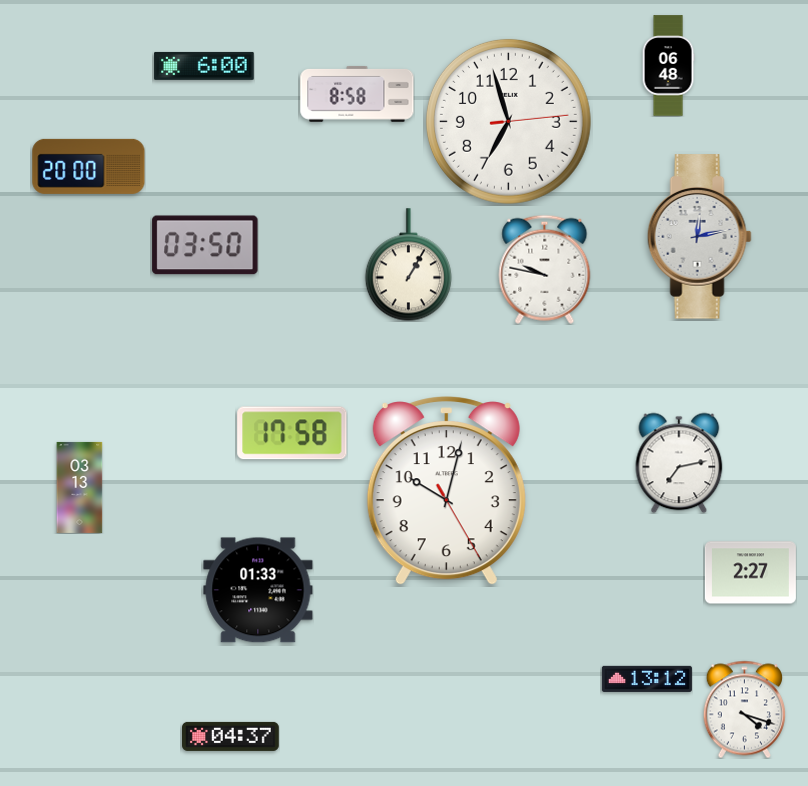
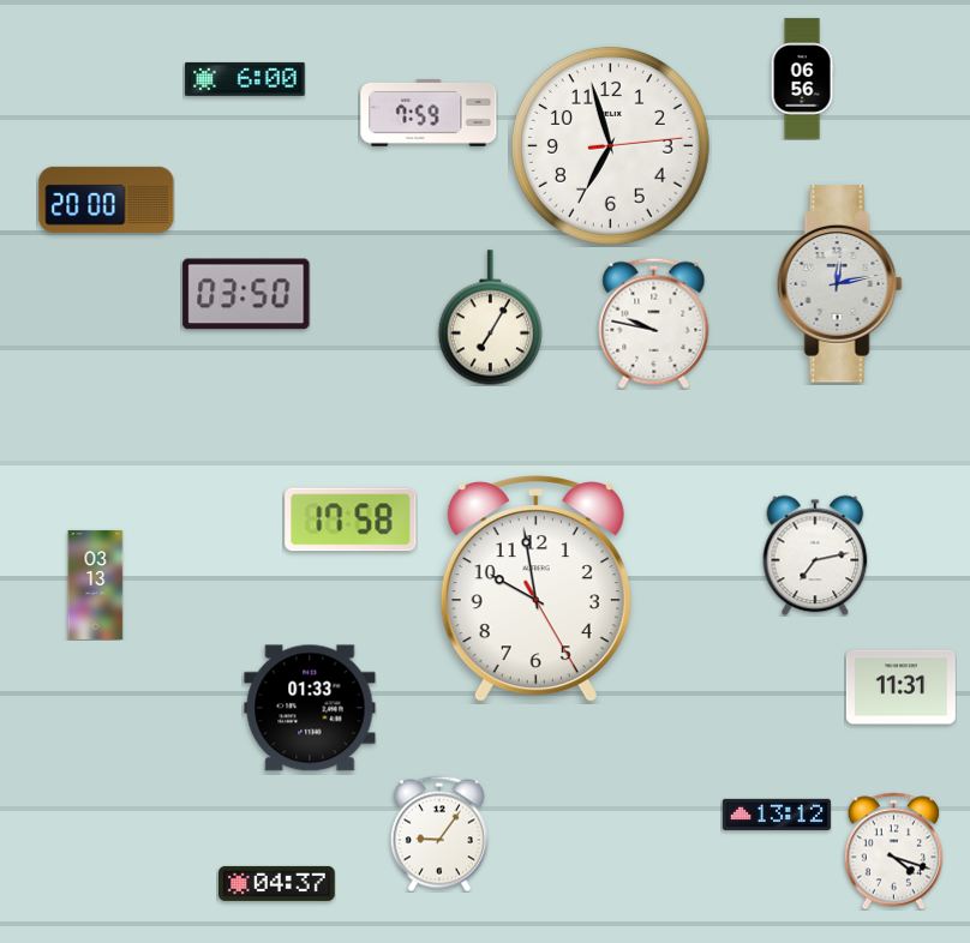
clock at (668, 66): 06:48 -> 06:56
clock at (357, 94): 8:58 -> 7:59
clock at (408, 265): 1:05 -> 7:05
clock at (446, 491): 10:02 -> 9:58
clock at (750, 573): 2:27 -> 11:31
clock at (439, 834): none -> 9:06
